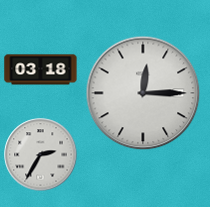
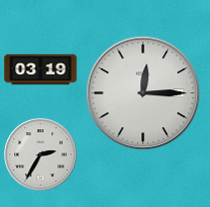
clock at (41, 70): 03:18 -> 03:19
